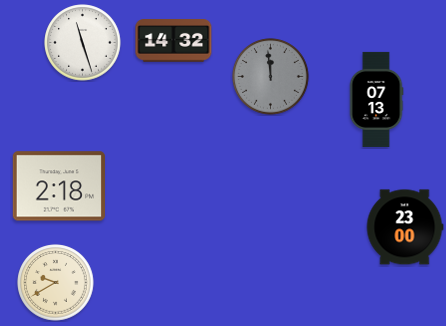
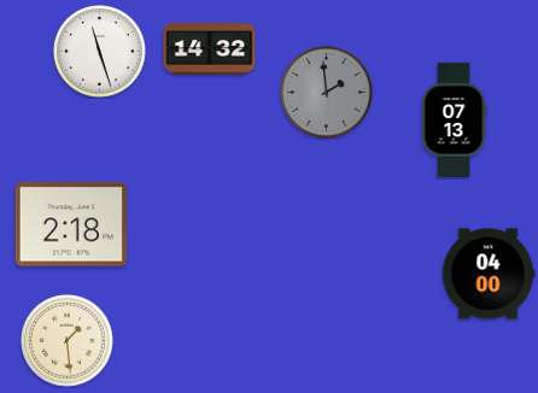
clock at (271, 77): 11:59 -> 1:59
clock at (405, 227): 23:00 -> 04:00
clock at (56, 283): 9:40 -> 1:29
